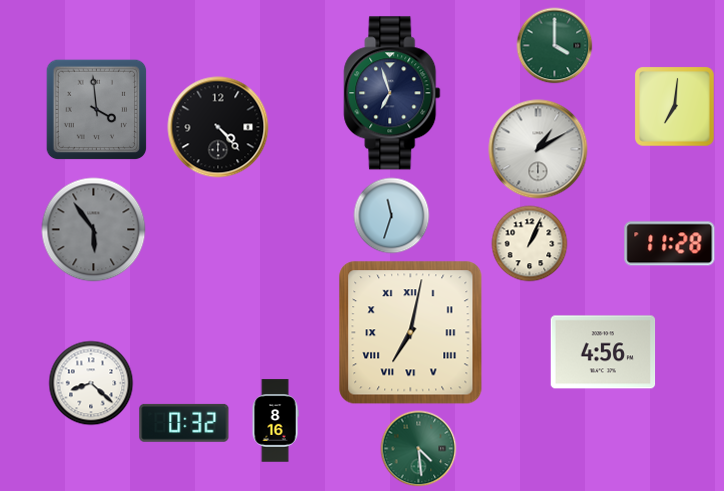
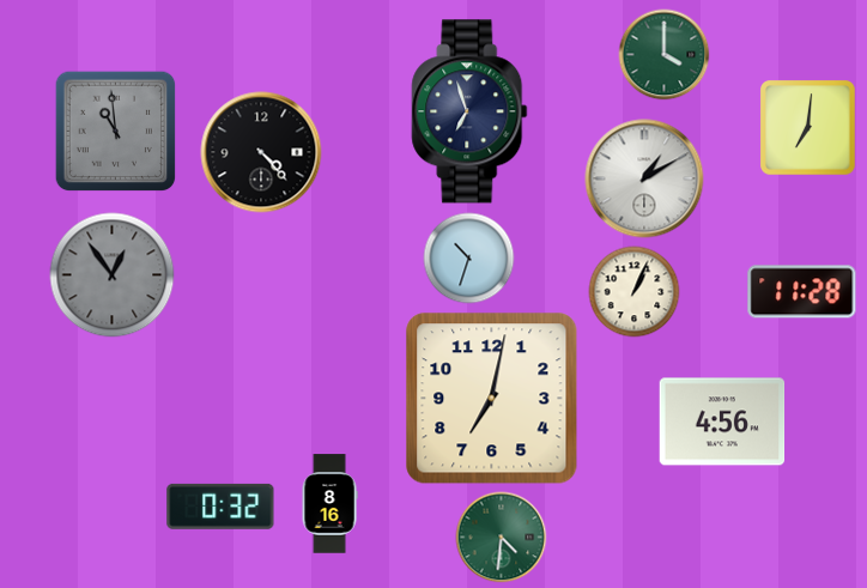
clock at (97, 110): 3:59 -> 10:59
clock at (392, 216): 11:33 -> 10:33
clock at (94, 230): 5:54 -> 12:54
clock at (411, 333) numerals: Roman -> Arabic
clock at (91, 383): 8:22 -> none
clock at (419, 449): 4:29 -> 4:31
